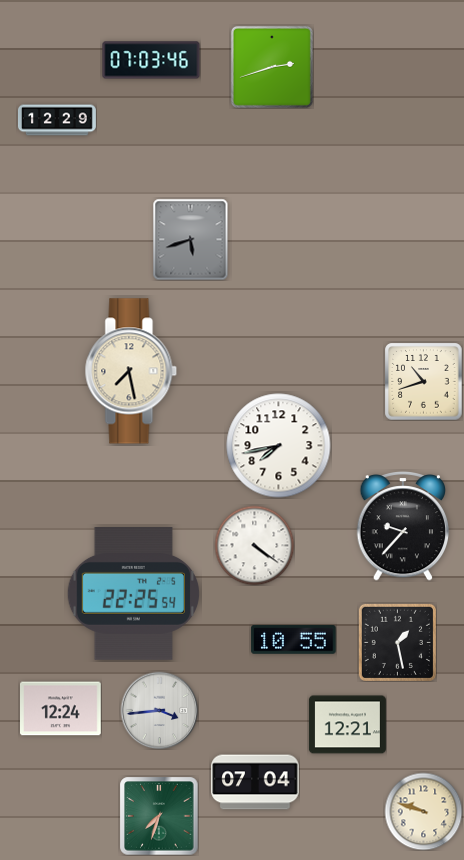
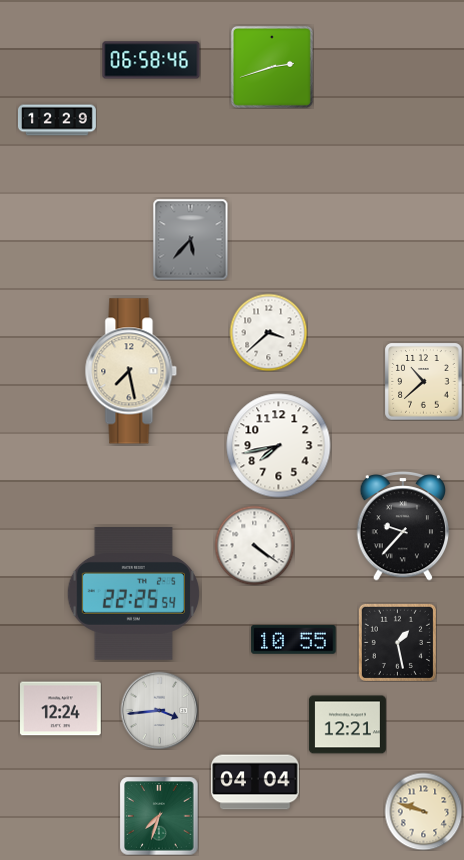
clock at (151, 60): 07:03 -> 06:58
clock at (191, 239): 5:42 -> 5:37
clock at (268, 332): none -> 3:38
clock at (423, 381): 10:42 -> 10:38
clock at (255, 782): 07:04 -> 04:04
